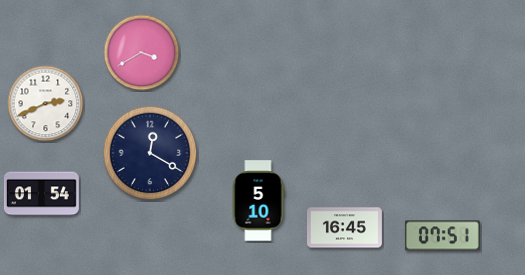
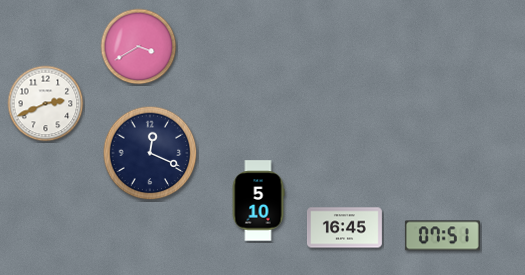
clock at (142, 53) position: (142, 53) -> (139, 47)
clock at (150, 153): 12:20 -> 12:19
clock at (41, 194): 01:54 -> none
